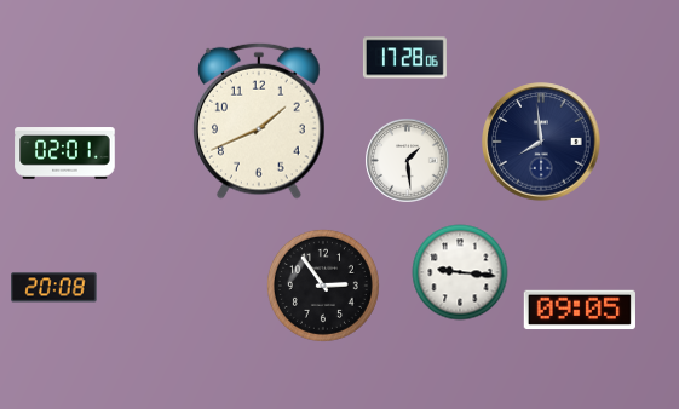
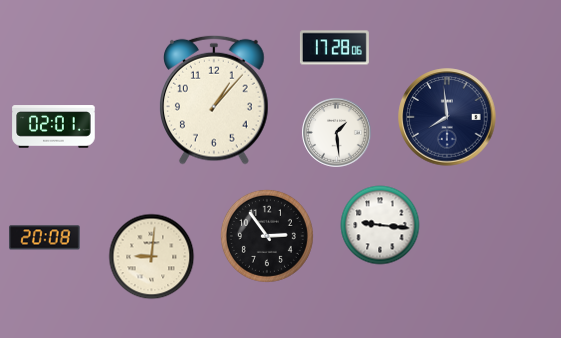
clock at (260, 121): 1:41 -> 1:07
clock at (580, 310): 09:05 -> none
clock at (152, 257): none -> 9:01
